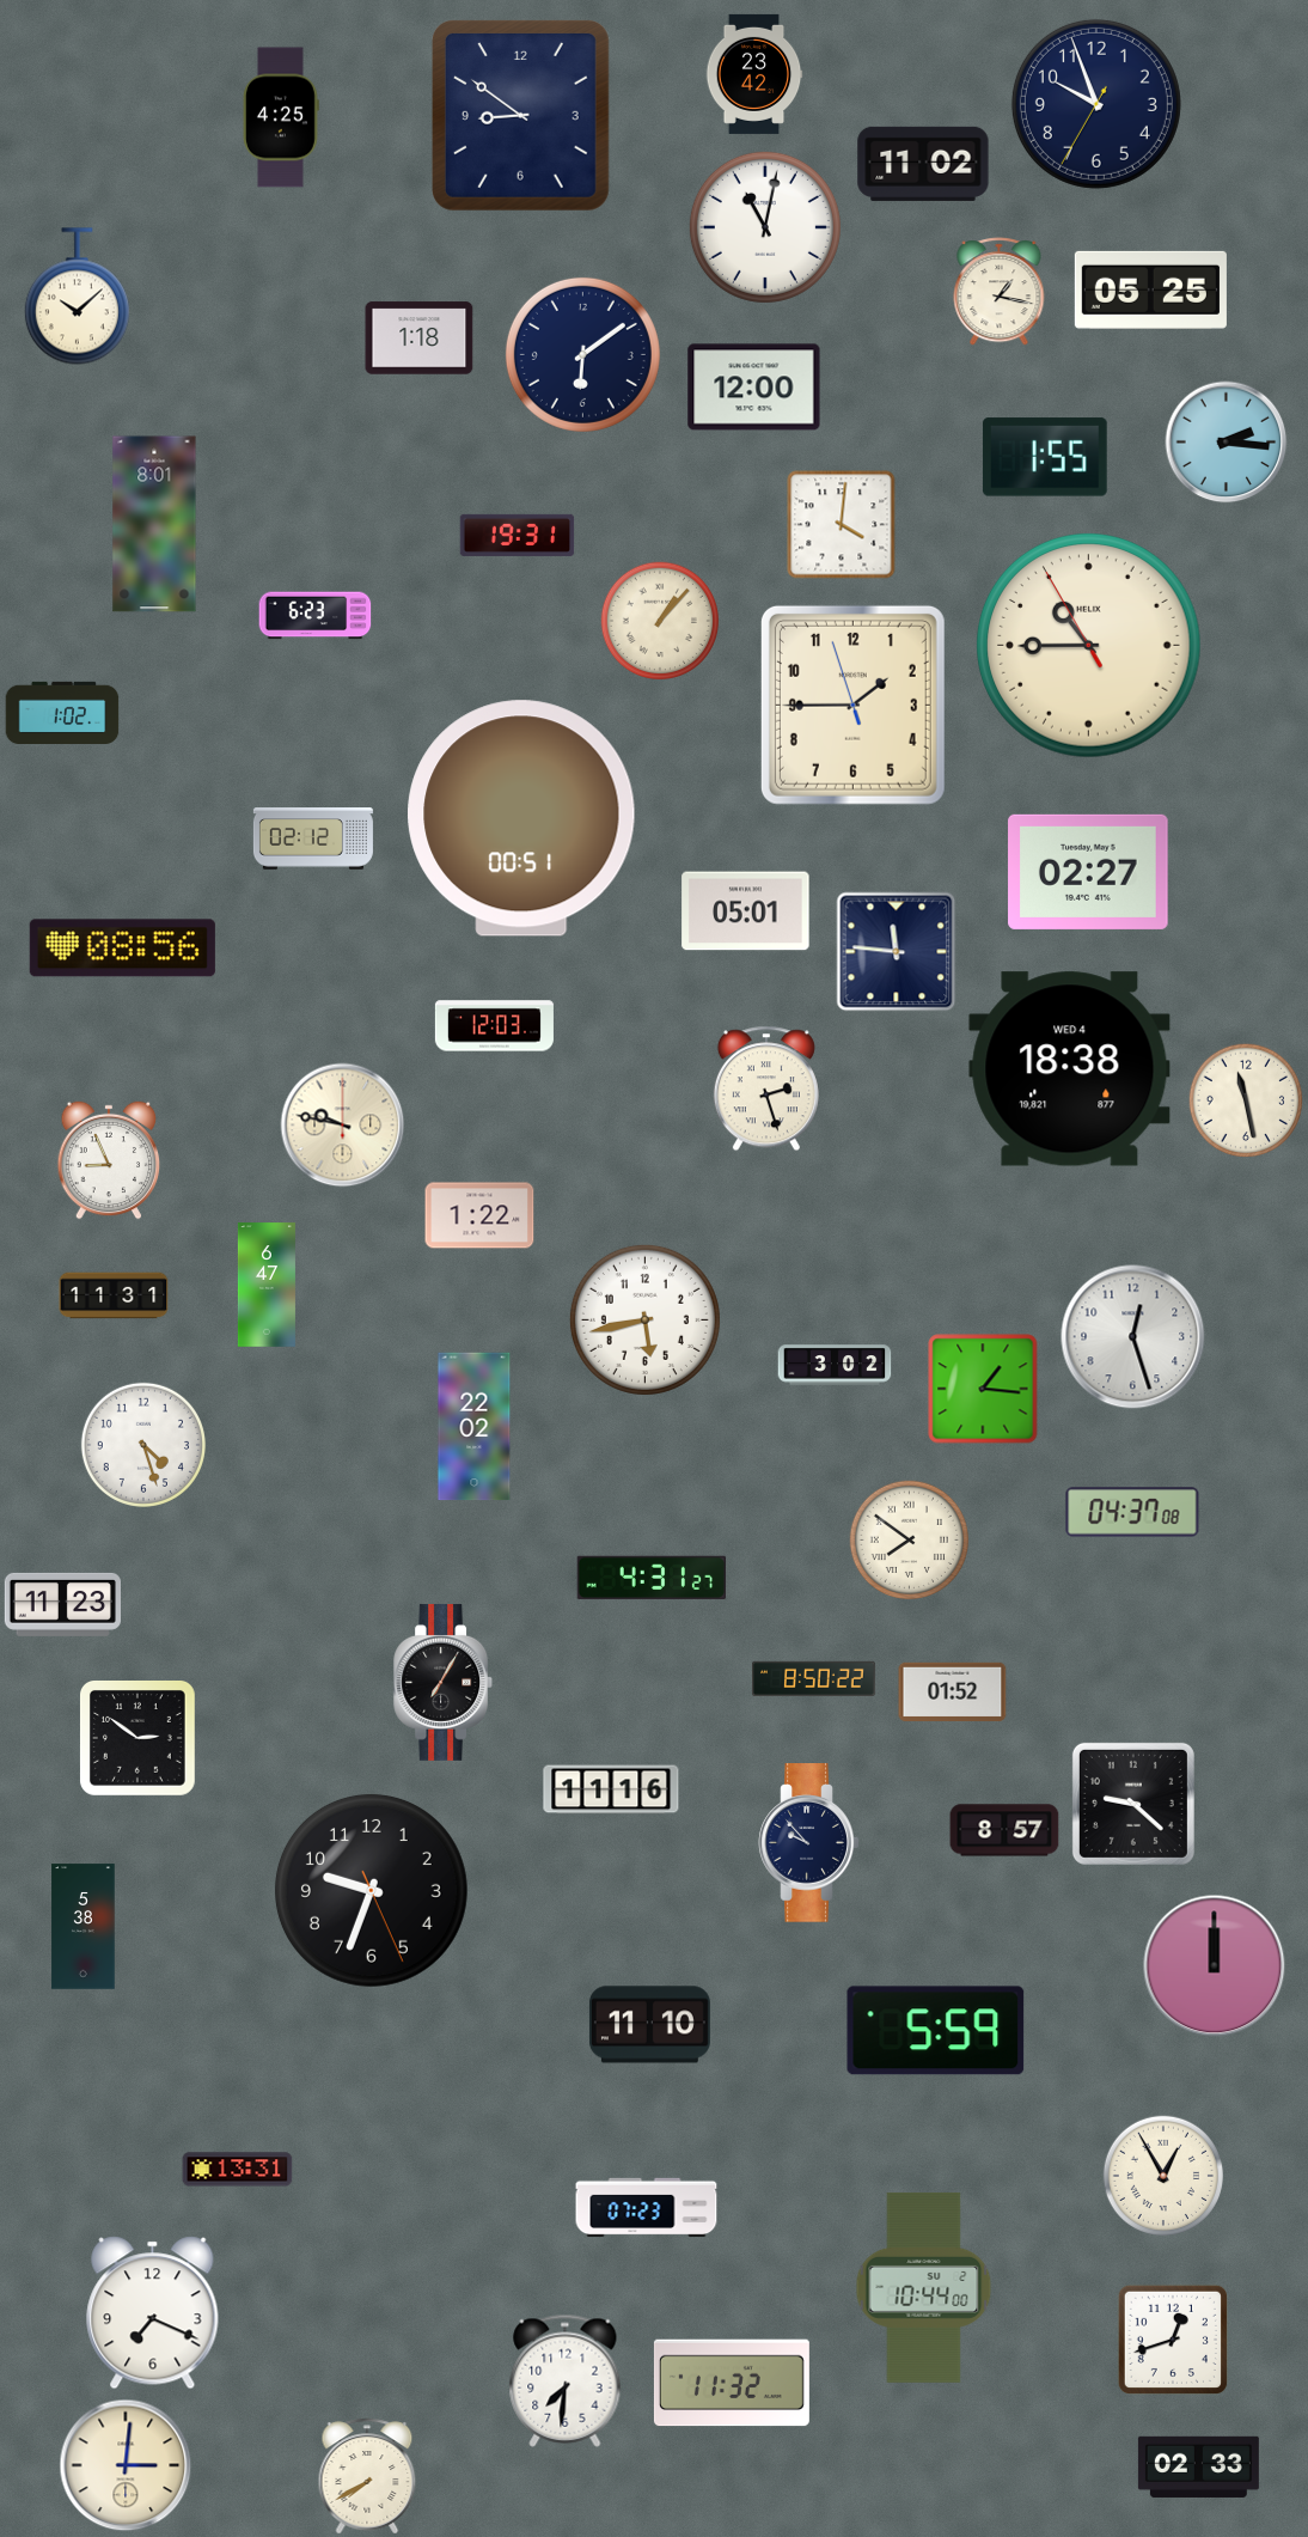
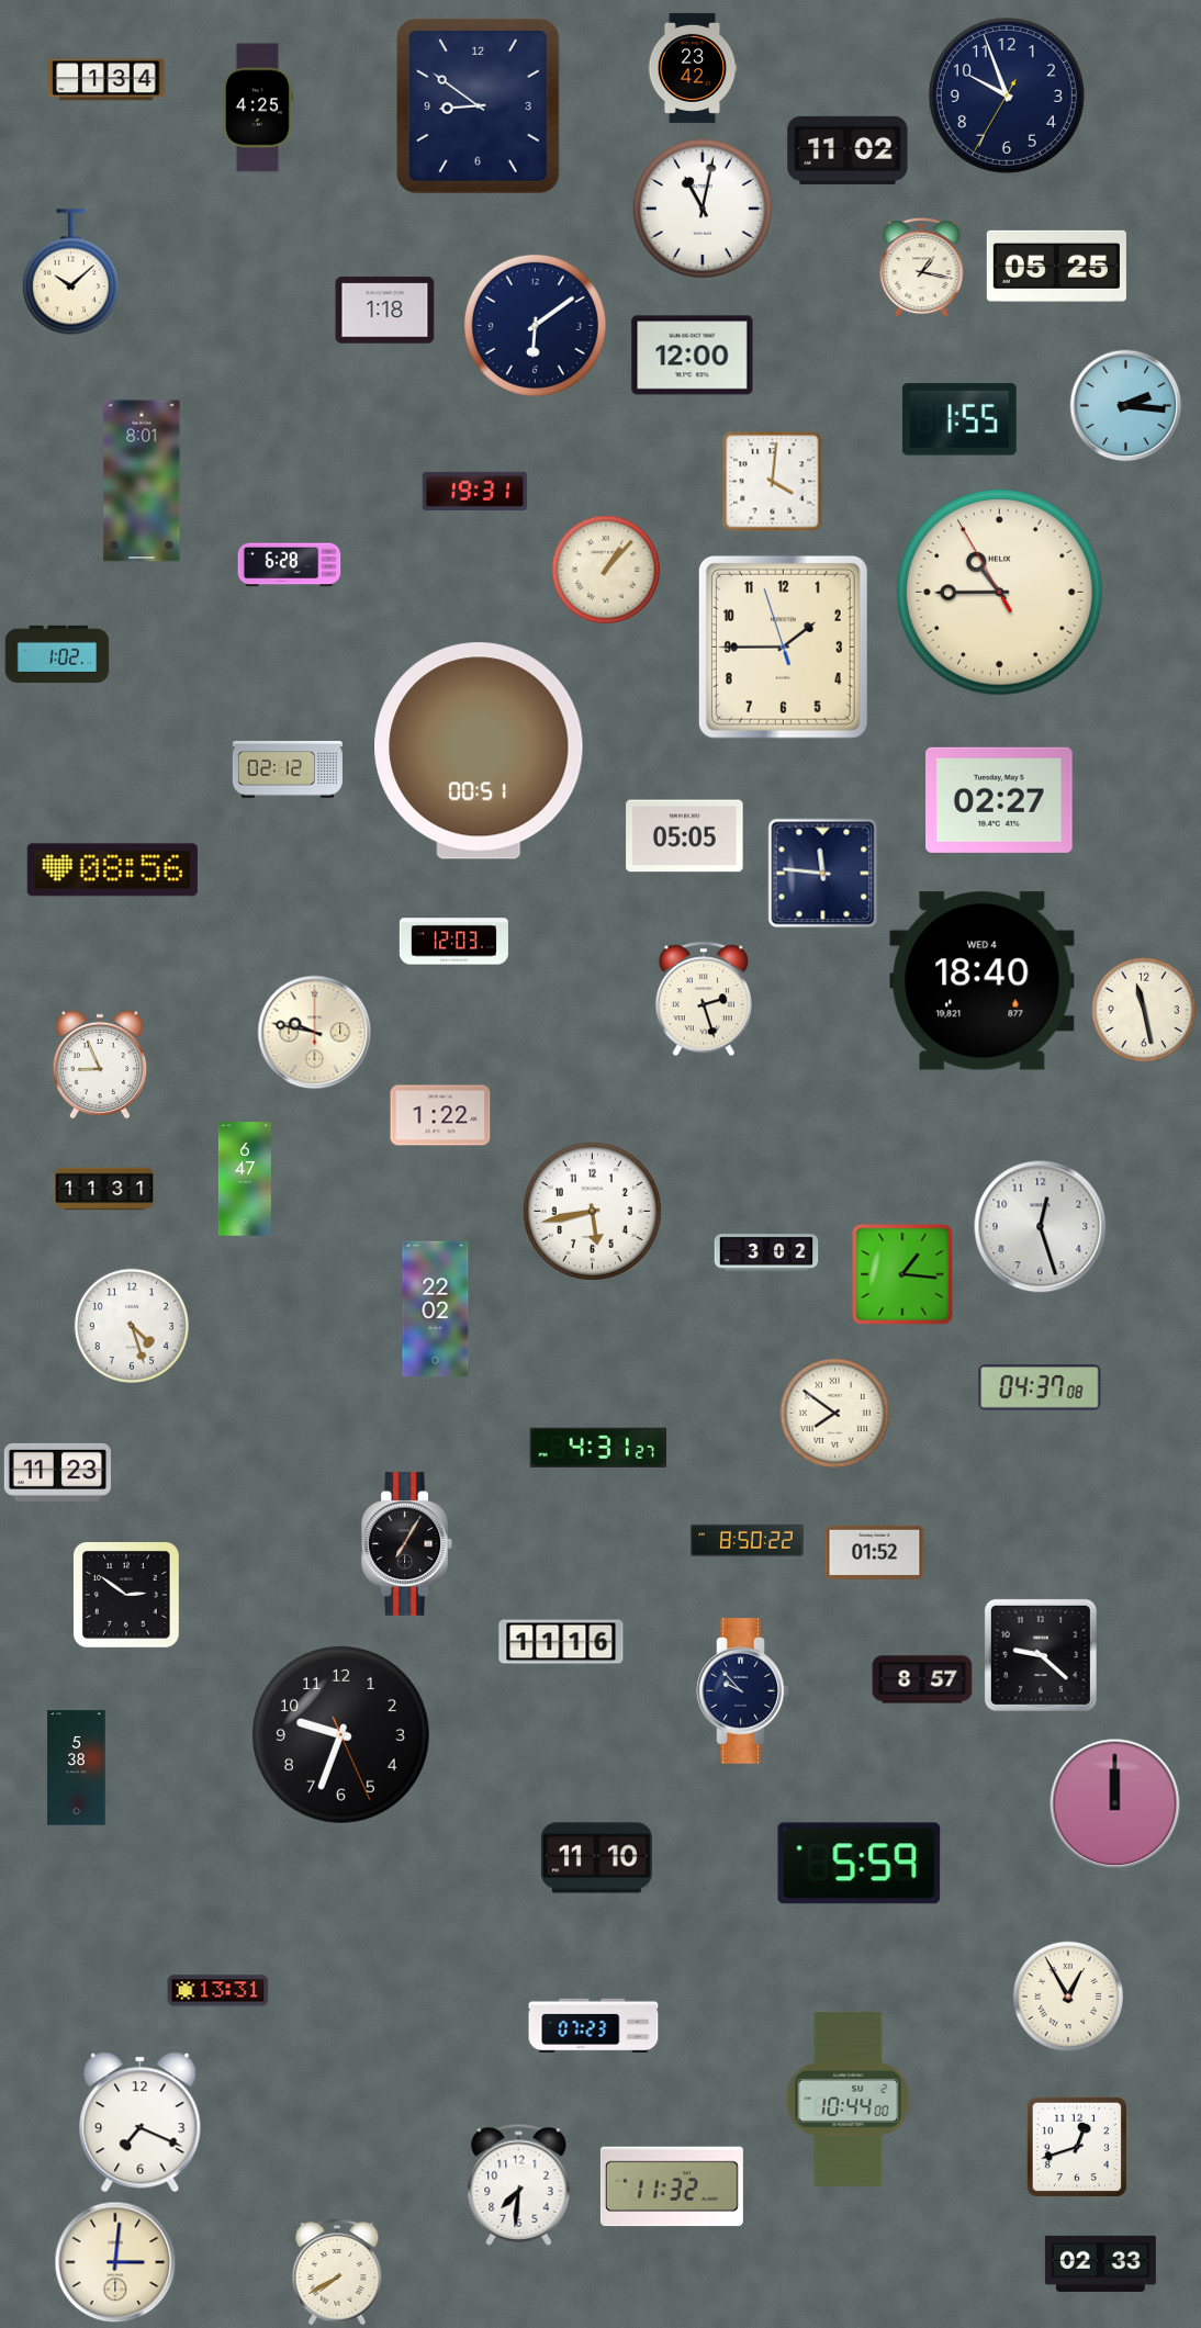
clock at (106, 80): none -> 1:34
clock at (1000, 292) position: (1000, 292) -> (922, 268)
clock at (316, 616): 6:23 -> 6:28
clock at (746, 911): 05:01 -> 05:05
clock at (1070, 1069): 18:38 -> 18:40
